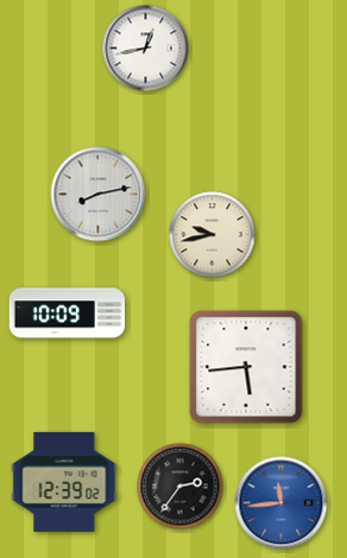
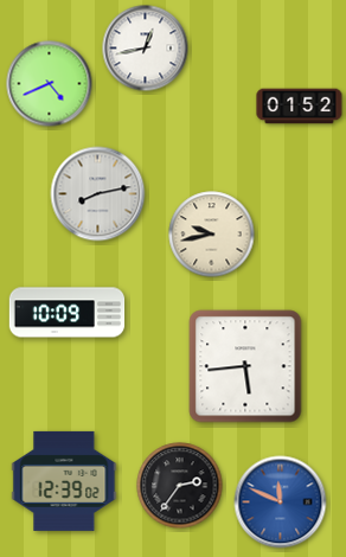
clock at (50, 84): none -> 4:41
clock at (300, 107): none -> 01:52
clock at (282, 503): 11:44 -> 11:49
